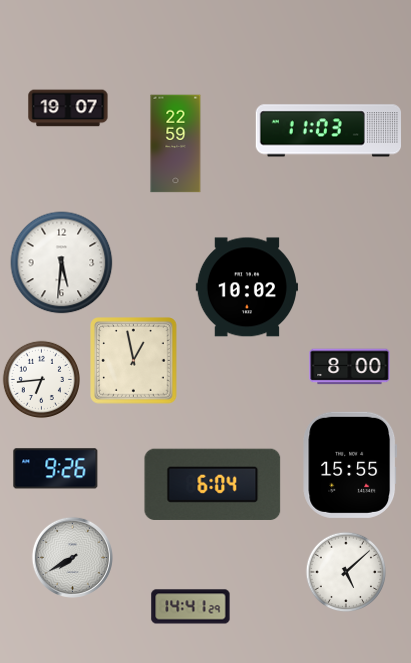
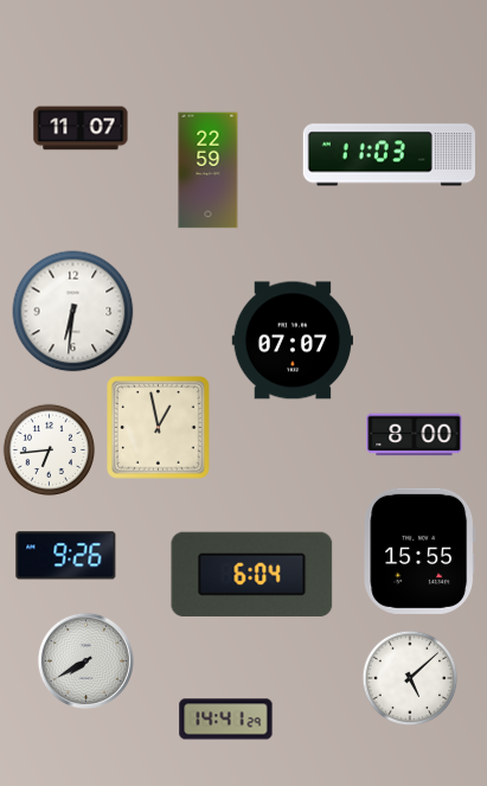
clock at (68, 108): 19:07 -> 11:07
clock at (62, 263): 5:31 -> 6:31
clock at (246, 287): 10:02 -> 07:07
clock at (350, 465) position: (350, 465) -> (419, 551)
